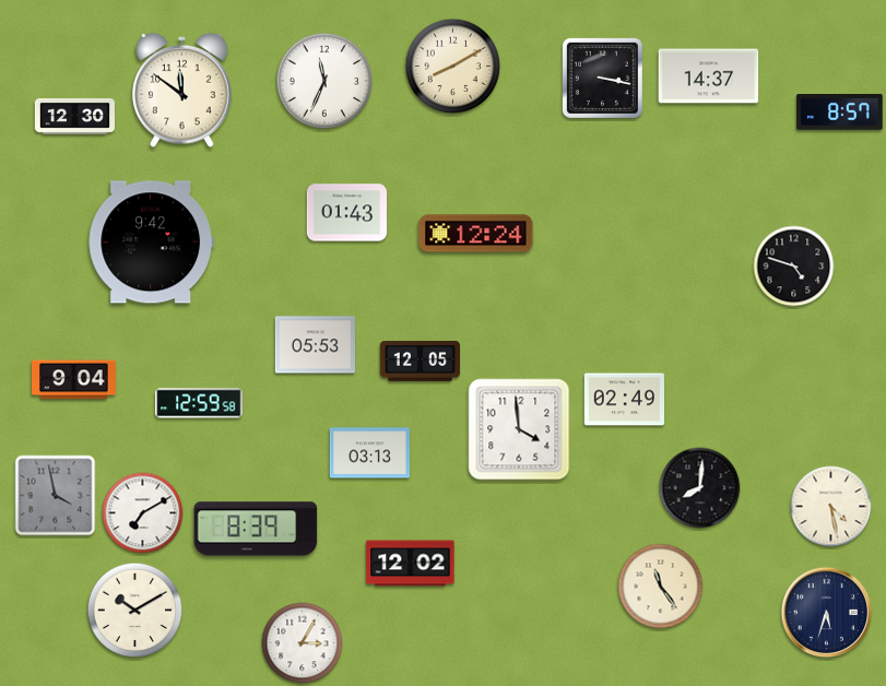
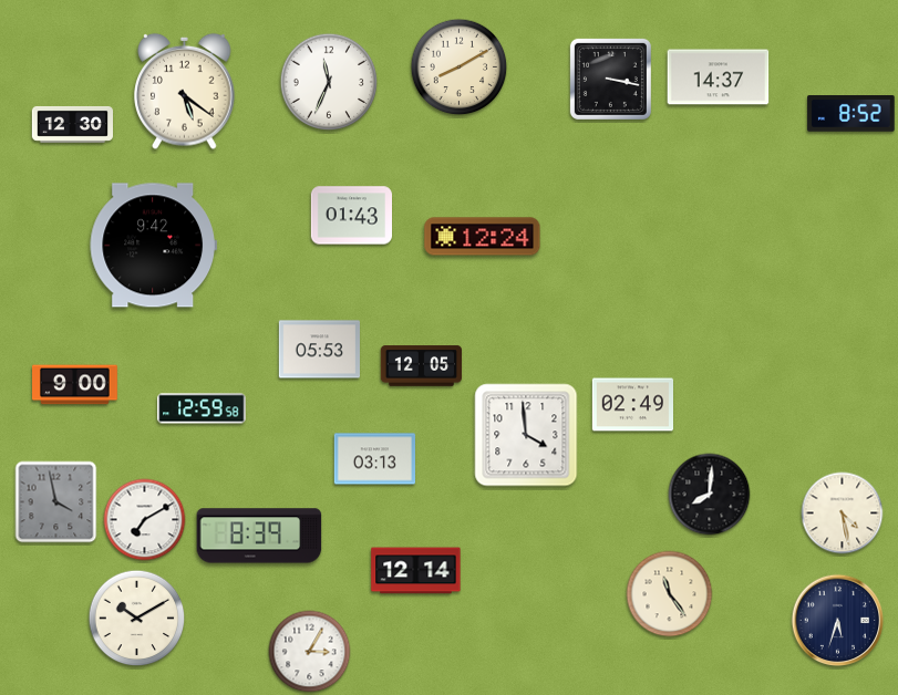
clock at (182, 90): 11:51 -> 5:21
clock at (840, 113): 8:57 -> 8:52
clock at (74, 116) position: (74, 116) -> (72, 124)
clock at (794, 267): 4:48 -> none
clock at (420, 362) position: (420, 362) -> (421, 366)
clock at (74, 380): 9:04 -> 9:00
clock at (411, 564): 12:02 -> 12:14
clock at (303, 643) position: (303, 643) -> (310, 652)
